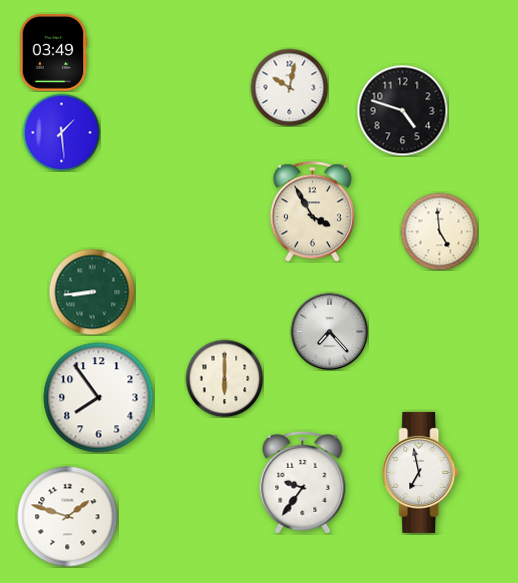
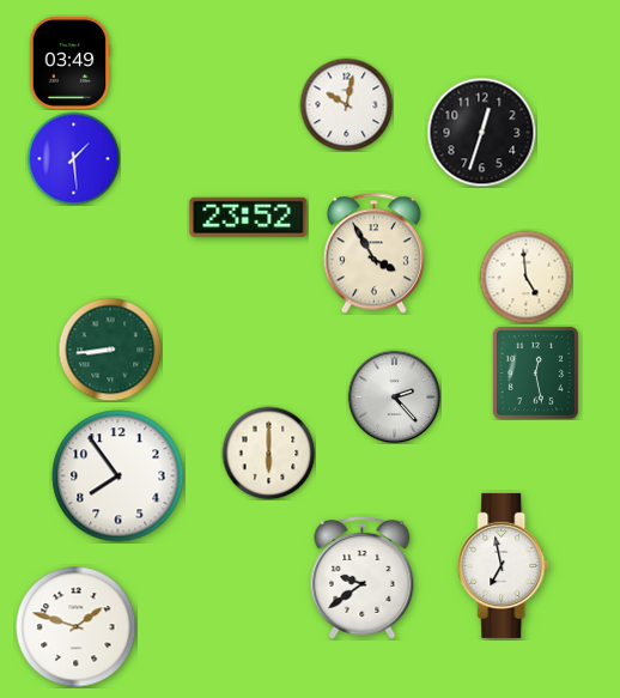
clock at (53, 53) position: (53, 53) -> (69, 63)
clock at (402, 110): 4:48 -> 12:33
clock at (249, 217): none -> 23:52
clock at (535, 372): none -> 12:28
clock at (329, 331): 7:23 -> 2:23
clock at (303, 482): 9:36 -> 9:39
clock at (68, 517) position: (68, 517) -> (77, 627)
